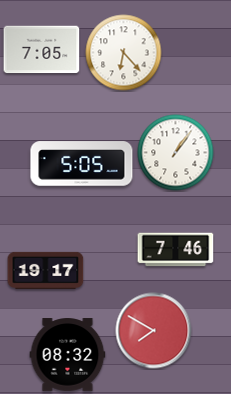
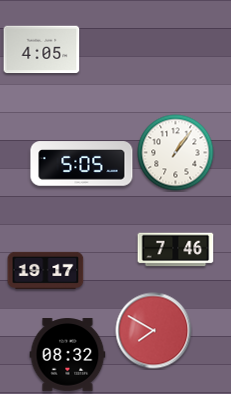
clock at (42, 50): 7:05 -> 4:05
clock at (124, 53): 6:23 -> none
